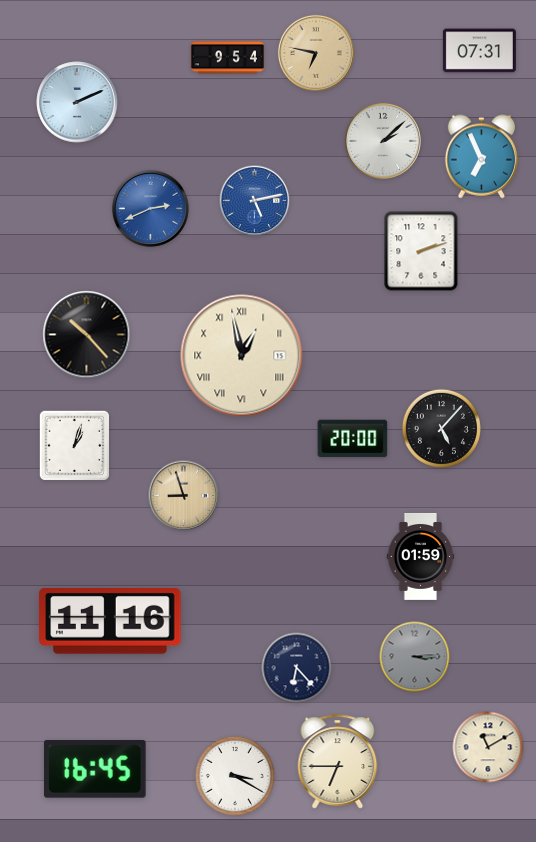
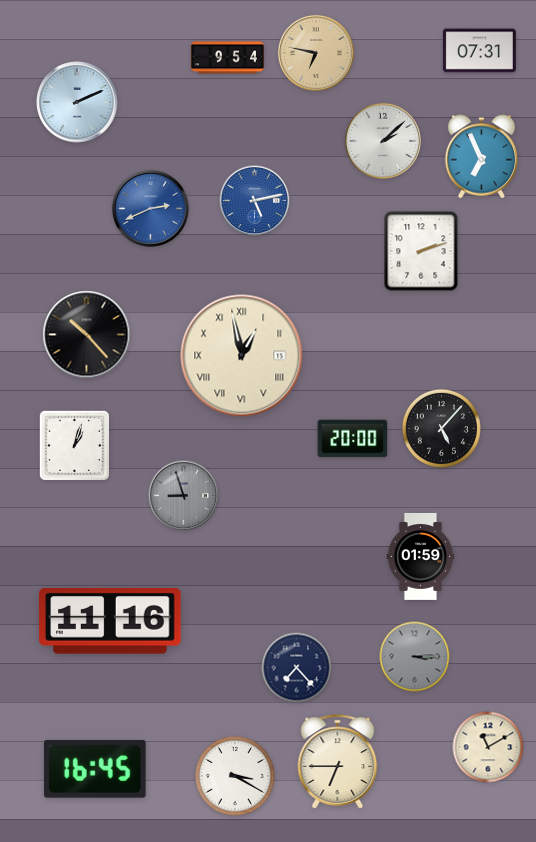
clock at (184, 496) dial: champagne -> grey
clock at (297, 668): 6:23 -> 7:23
